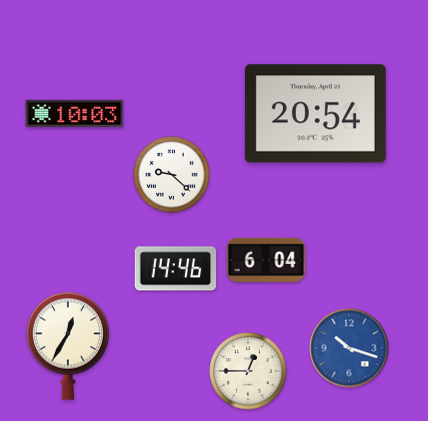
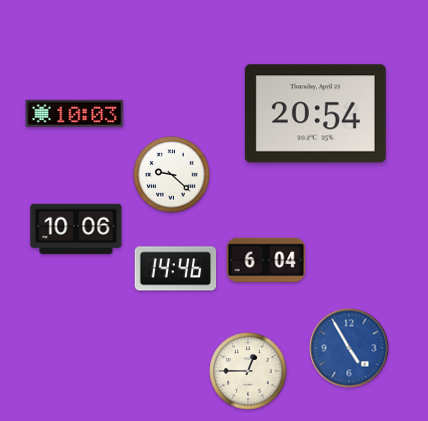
clock at (76, 229): none -> 10:06
clock at (68, 346): 12:35 -> none
clock at (349, 348): 10:18 -> 4:55
